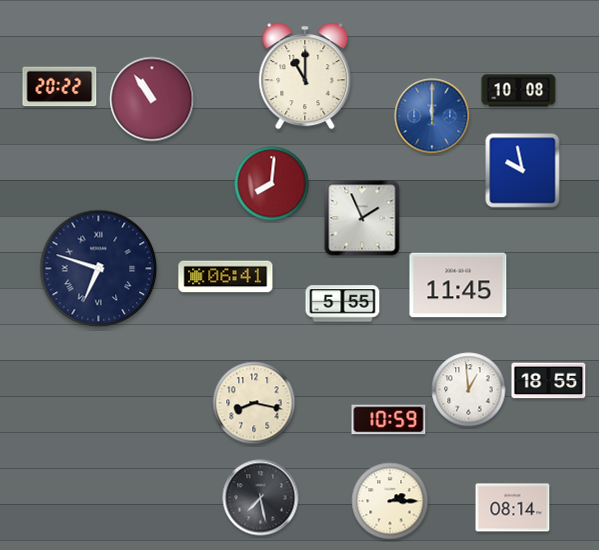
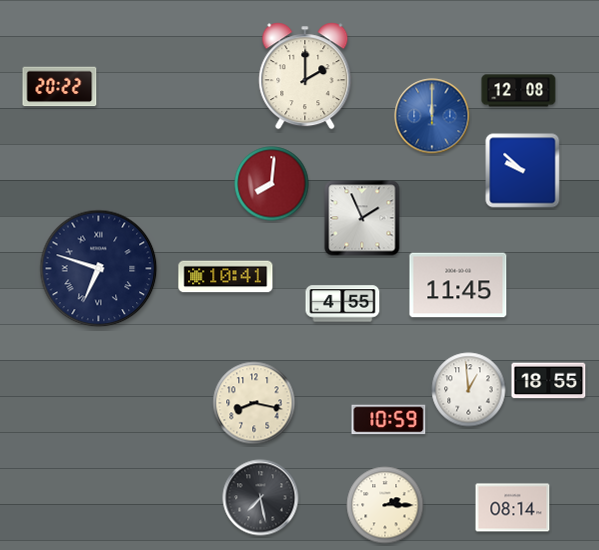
clock at (305, 76): 11:00 -> 2:00
clock at (519, 91): 10:08 -> 12:08
clock at (152, 99): 10:54 -> none
clock at (523, 171): 9:58 -> 9:52
clock at (226, 277): 06:41 -> 10:41
clock at (343, 304): 5:55 -> 4:55
clock at (390, 501) position: (390, 501) -> (385, 505)
